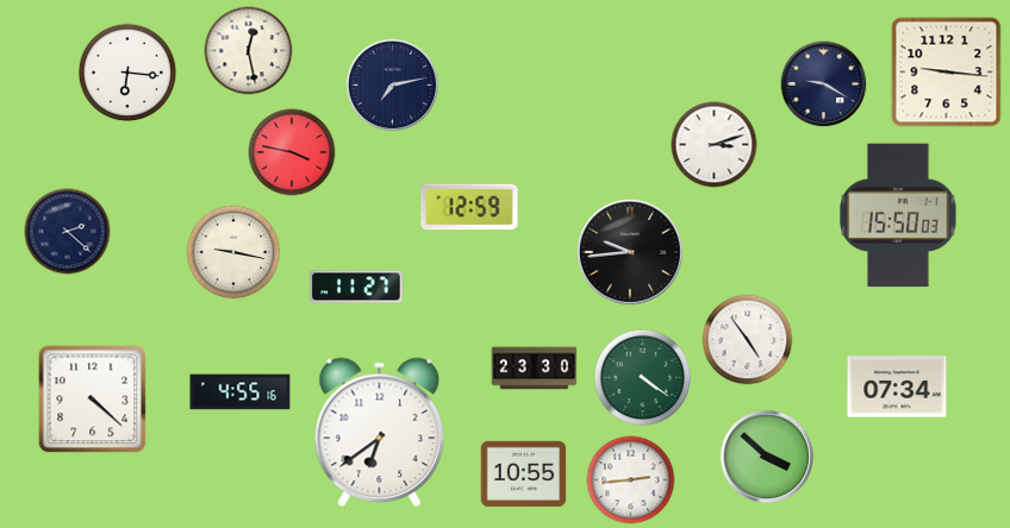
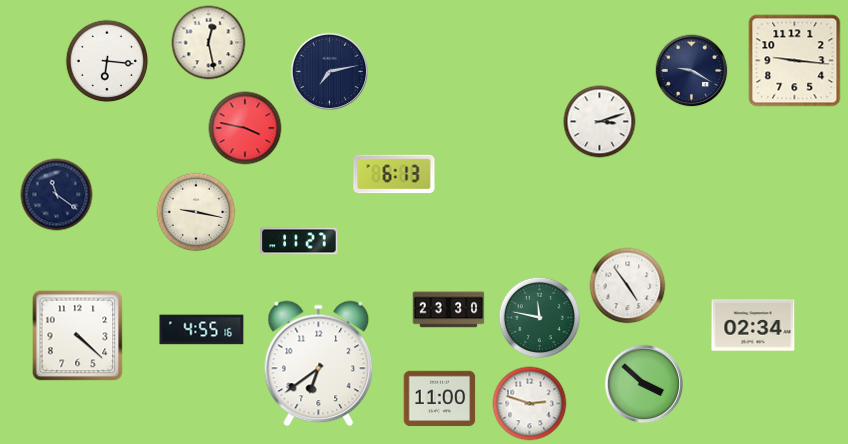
clock at (469, 207): 12:59 -> 6:13
clock at (898, 215): 15:50 -> none
clock at (68, 232): 2:22 -> 11:21
clock at (631, 253): 9:44 -> none
clock at (643, 378): 4:21 -> 11:47
clock at (897, 386): 07:34 -> 02:34
clock at (524, 474): 10:55 -> 11:00
clock at (631, 480): 2:44 -> 2:48
